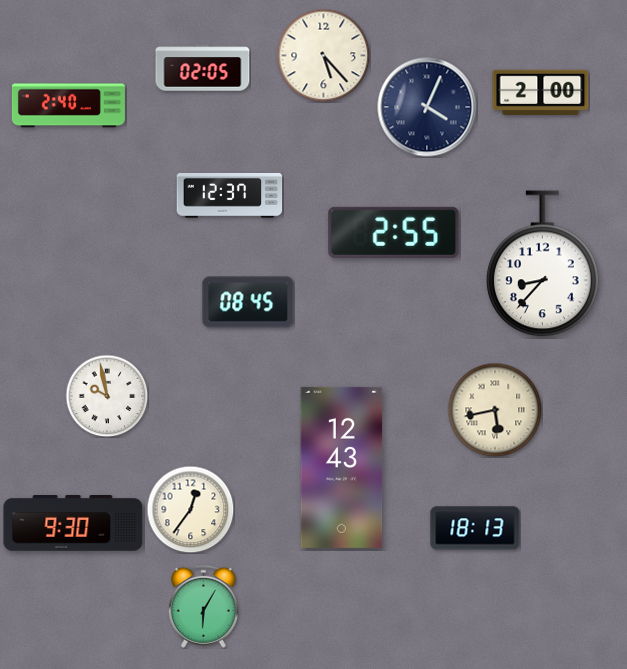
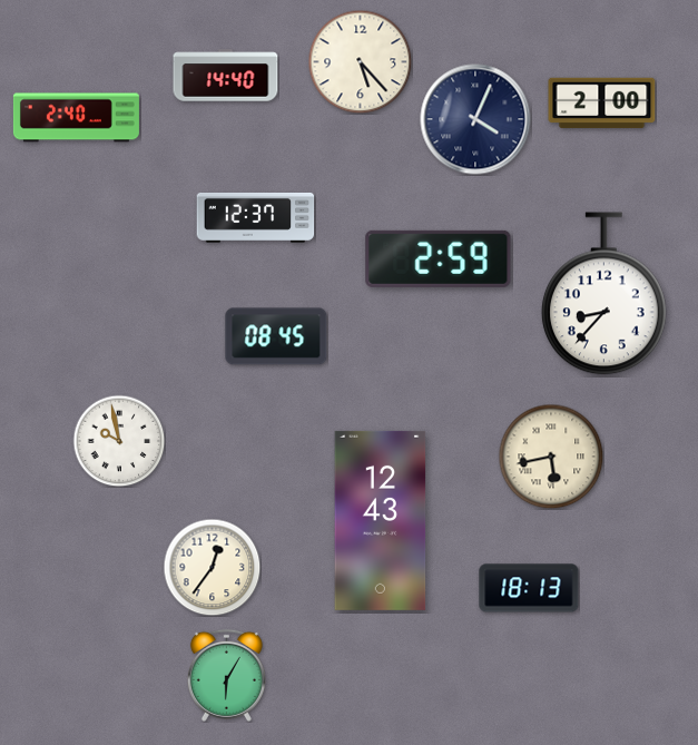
clock at (203, 68): 02:05 -> 14:40
clock at (394, 232): 2:55 -> 2:59
clock at (73, 524): 9:30 -> none
